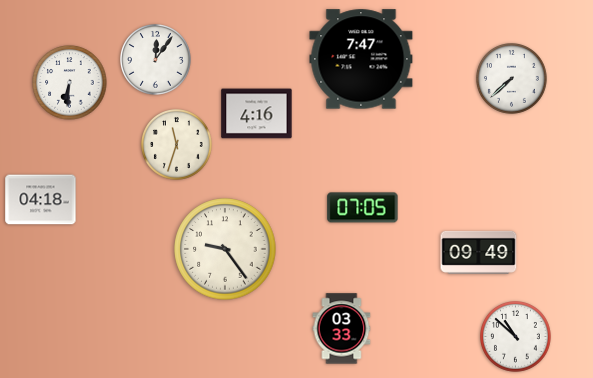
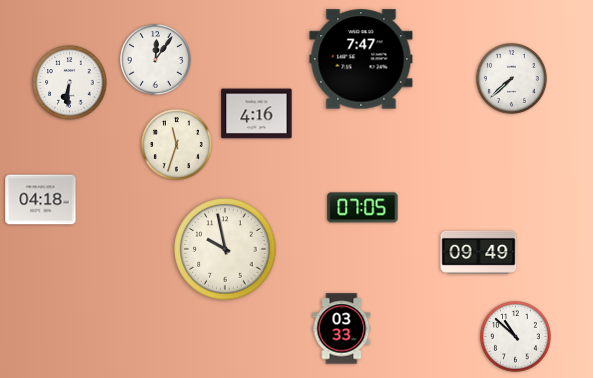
clock at (225, 249): 9:24 -> 9:58
